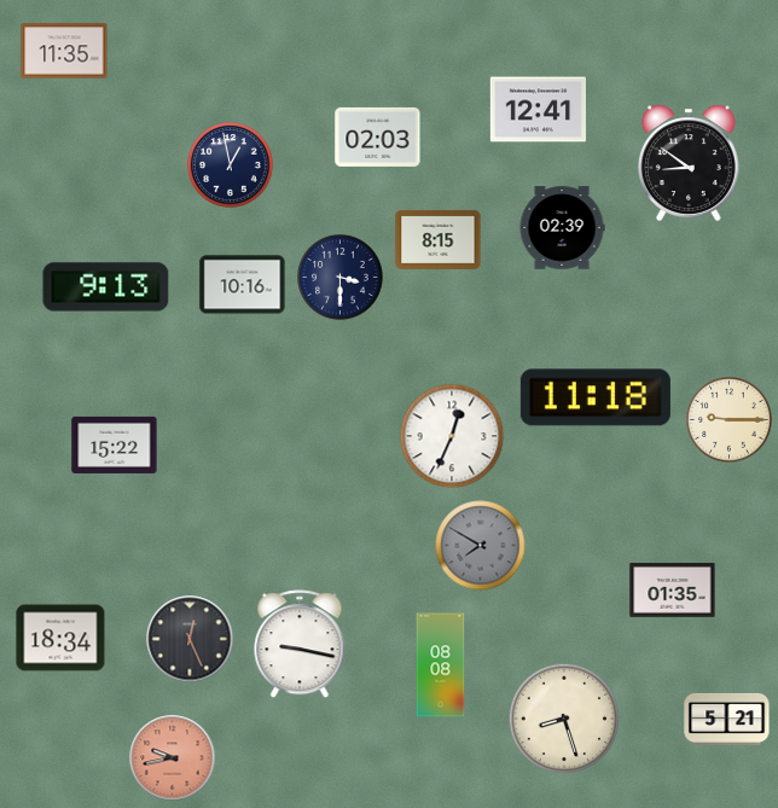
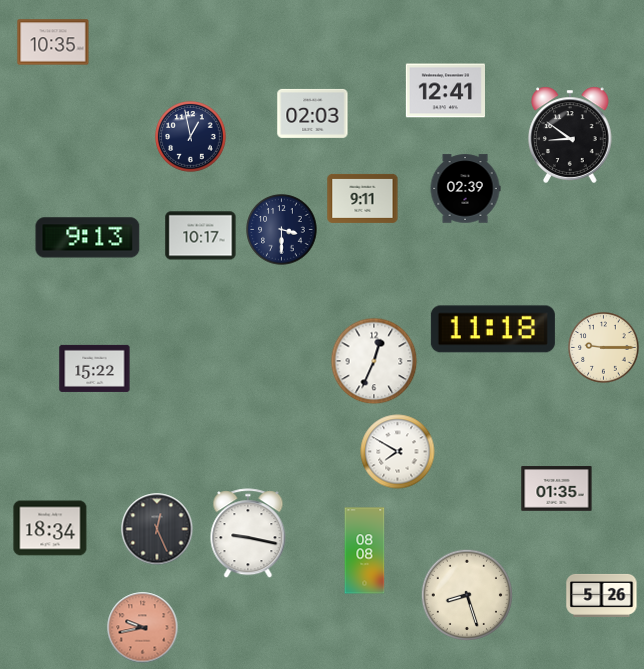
clock at (64, 51): 11:35 -> 10:35
clock at (439, 239): 8:15 -> 9:11
clock at (243, 285): 10:16 -> 10:17
clock at (481, 546) dial: grey -> white
clock at (727, 719): 5:21 -> 5:26
